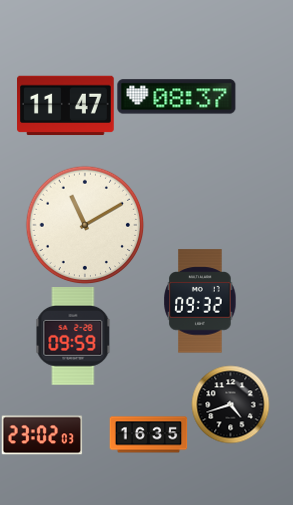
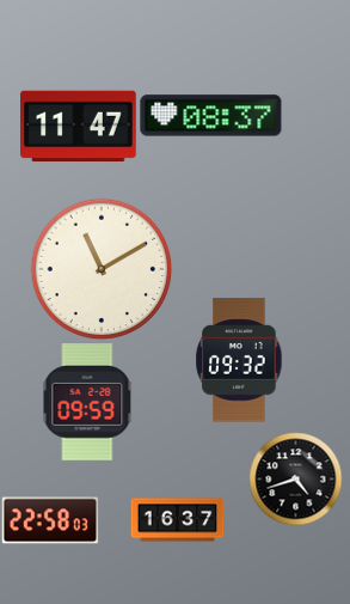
clock at (230, 404) position: (230, 404) -> (295, 478)
clock at (42, 435): 23:02 -> 22:58
clock at (148, 435): 16:35 -> 16:37
